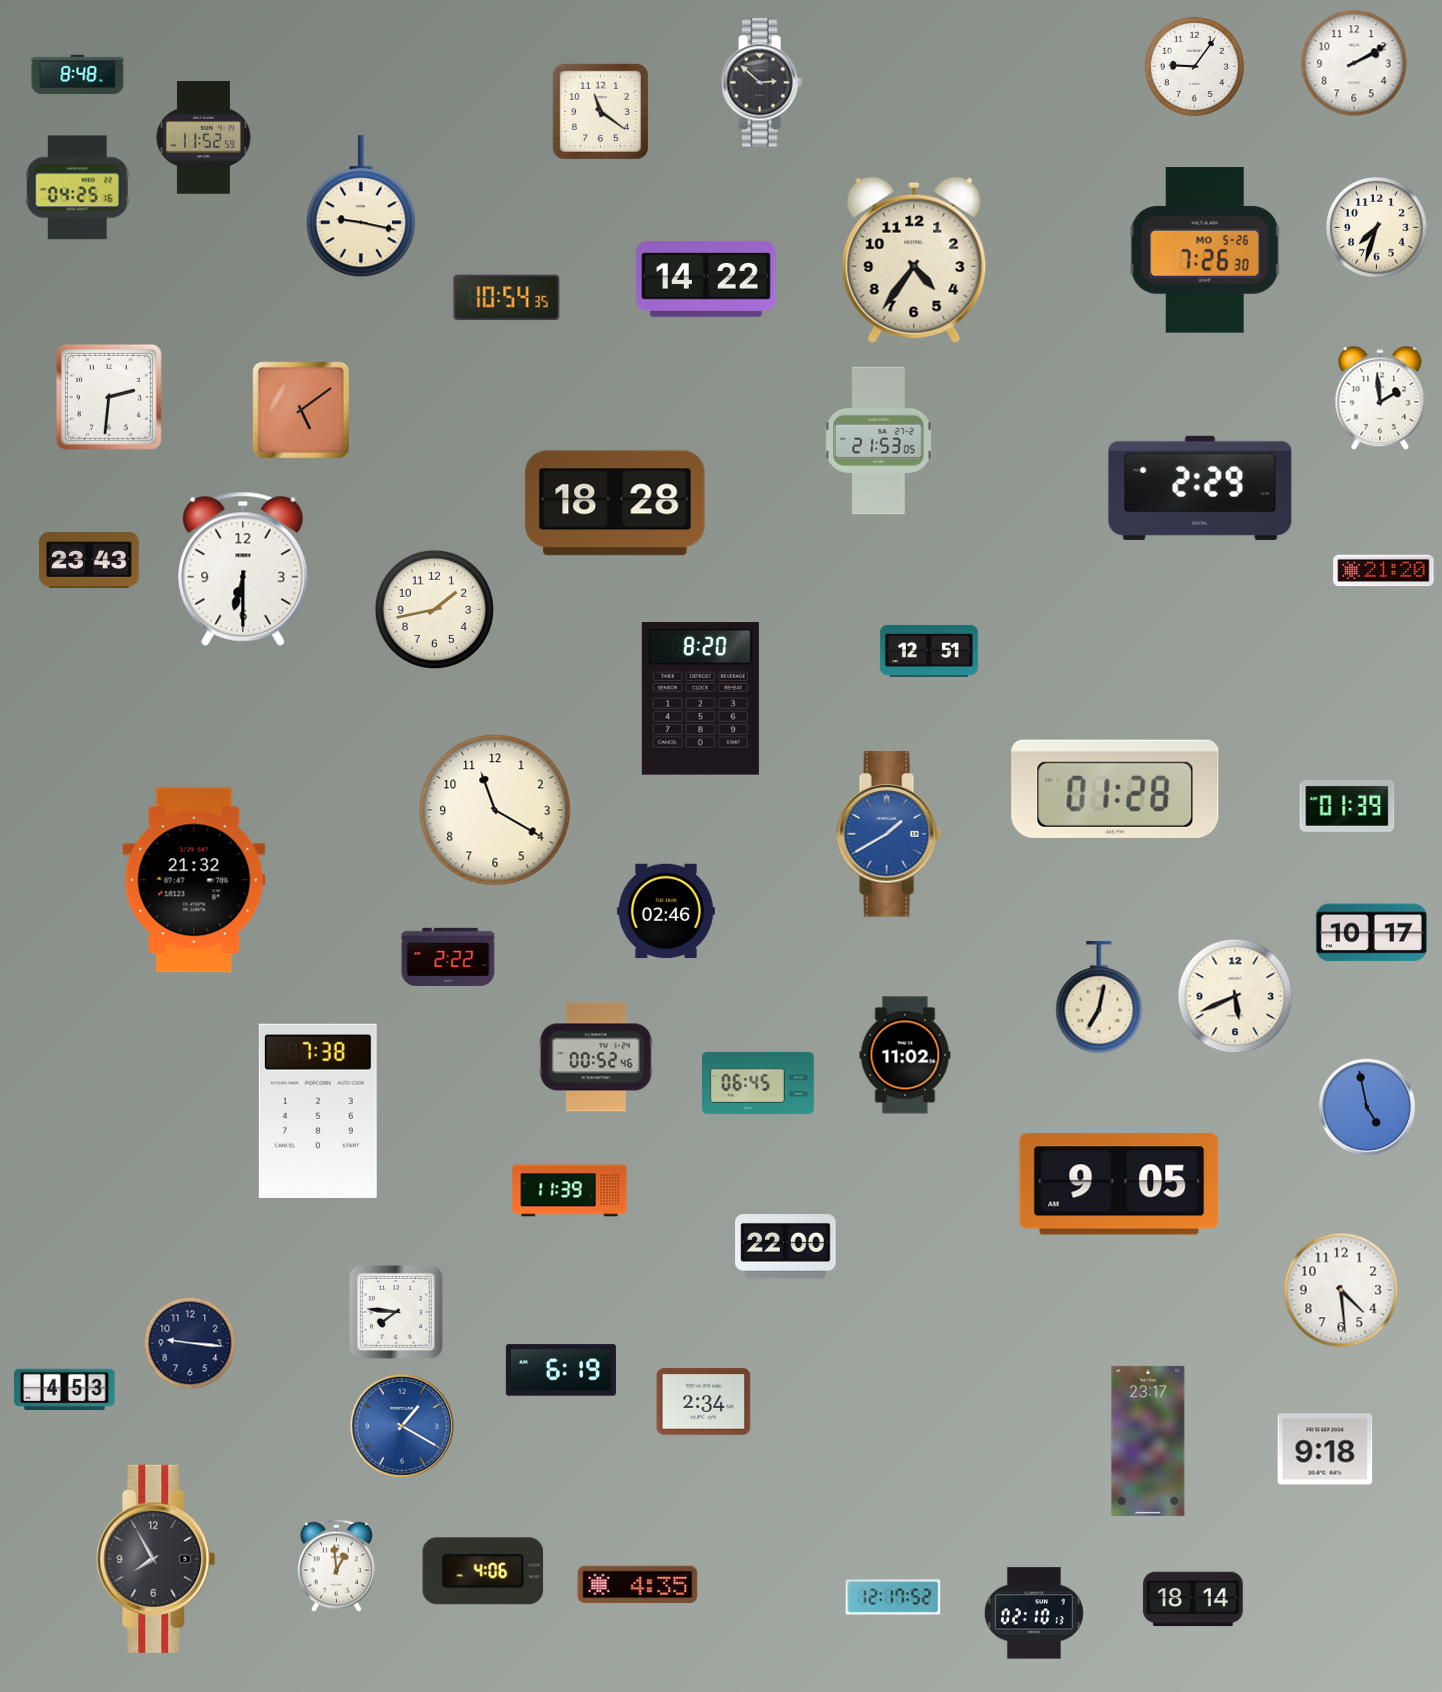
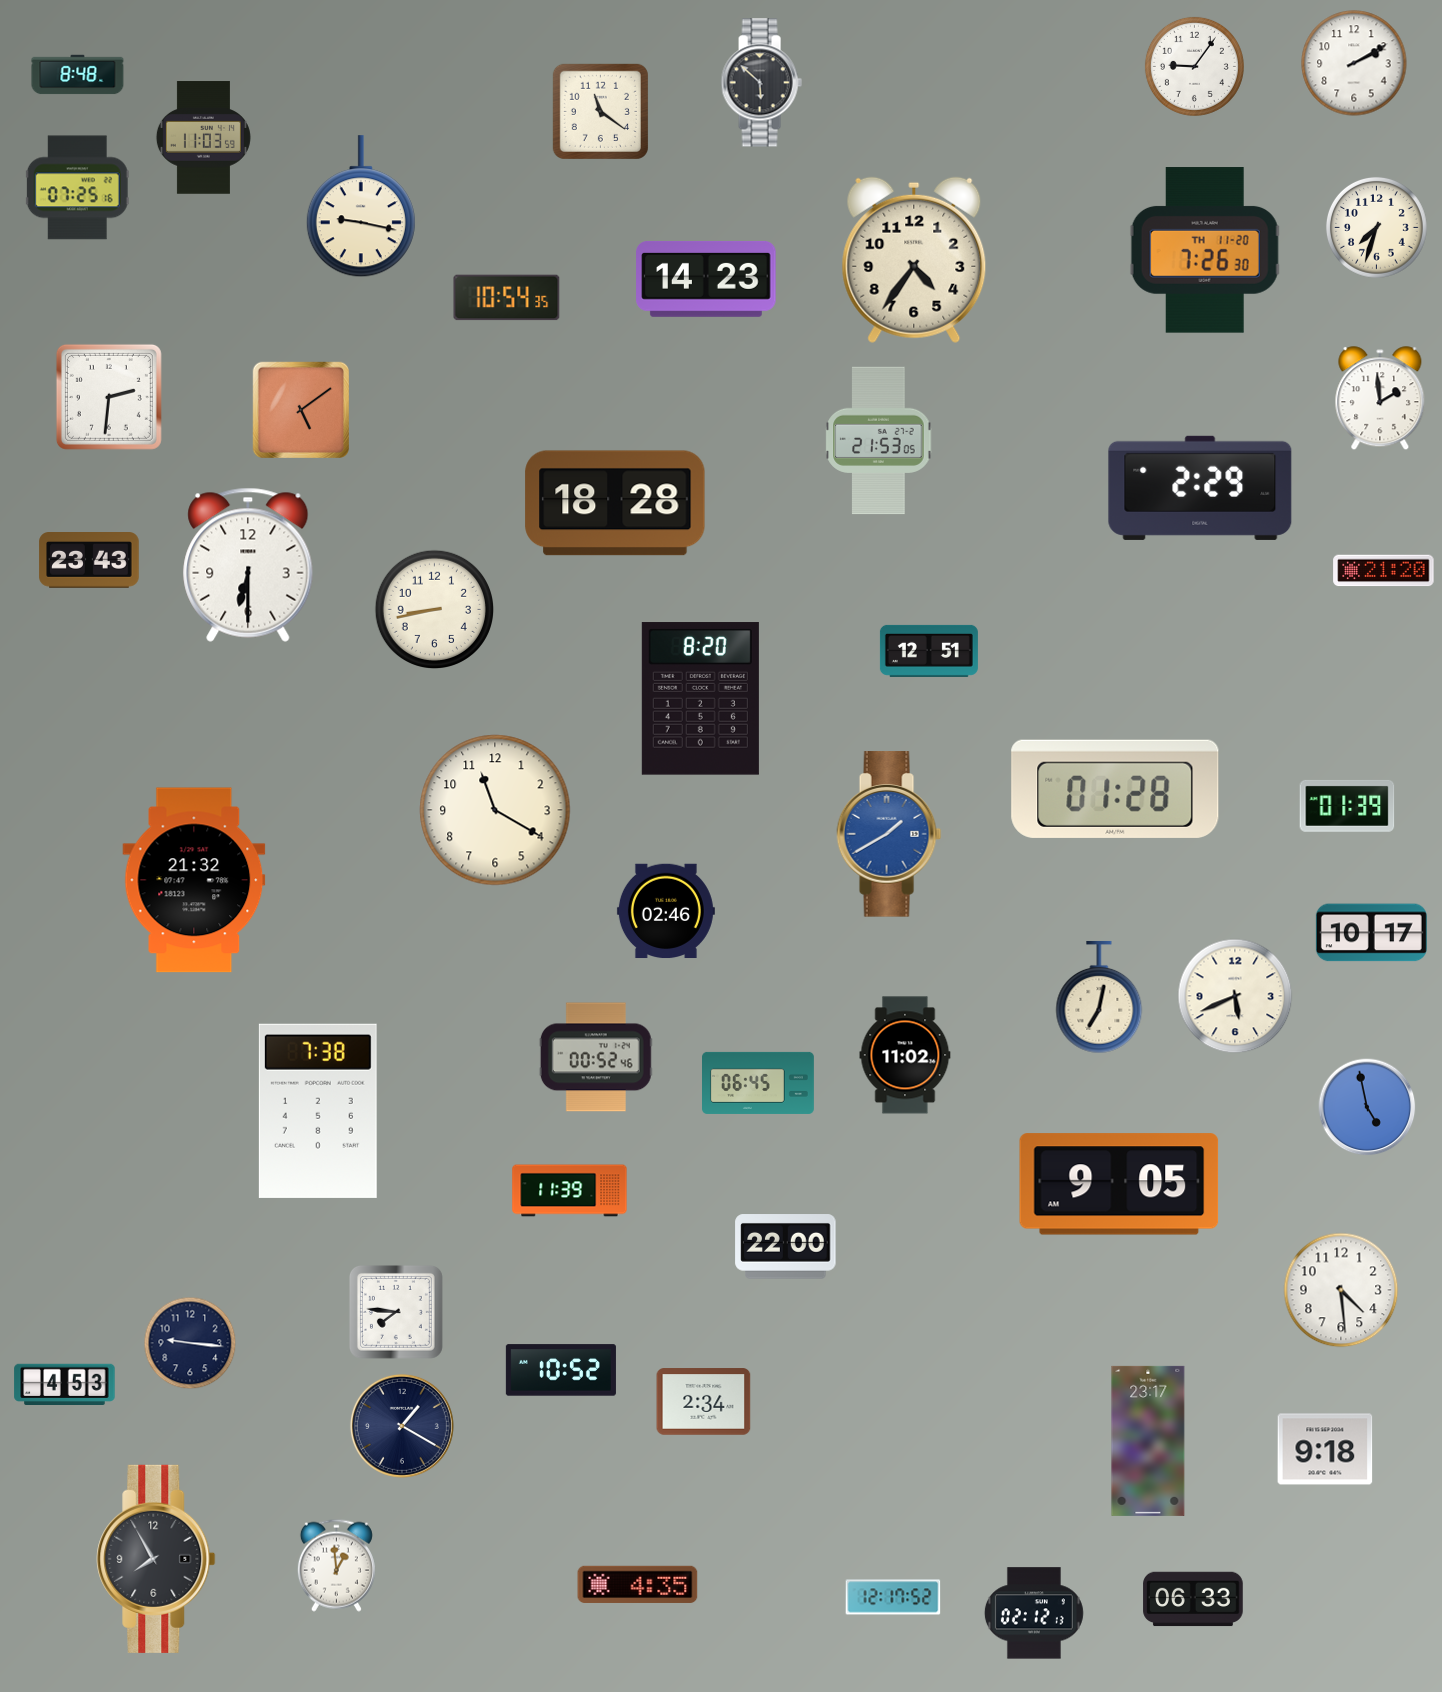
clock at (761, 83): 2:52 -> 5:52
clock at (203, 138): 11:52 -> 11:03
clock at (77, 188): 04:25 -> 07:25
clock at (1205, 250) date: MO 5-26 -> TH 11-20
clock at (706, 279): 14:22 -> 14:23
clock at (243, 569) position: (243, 569) -> (248, 565)
clock at (434, 609): 1:43 -> 8:43
clock at (448, 957): 2:22 -> none
clock at (561, 1370): 6:19 -> 10:52
clock at (65, 1389) position: (65, 1389) -> (65, 1384)
clock at (402, 1426) dial: blue -> navy
clock at (483, 1571): 4:06 -> none
clock at (1193, 1599): 18:14 -> 06:33
clock at (1034, 1613): 02:10 -> 02:12
